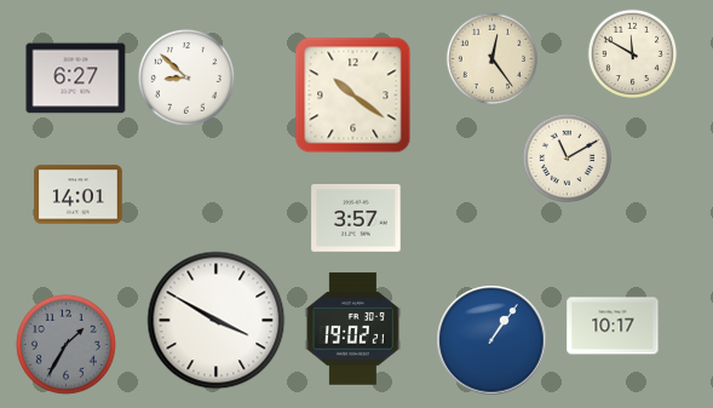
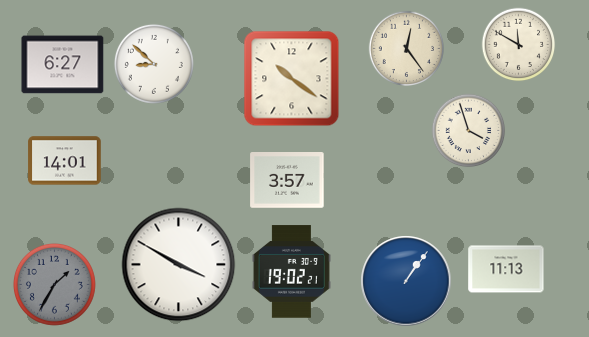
clock at (633, 54) position: (633, 54) -> (519, 45)
clock at (568, 159): 11:10 -> 3:57
clock at (356, 218) position: (356, 218) -> (287, 180)
clock at (613, 326): 10:17 -> 11:13
